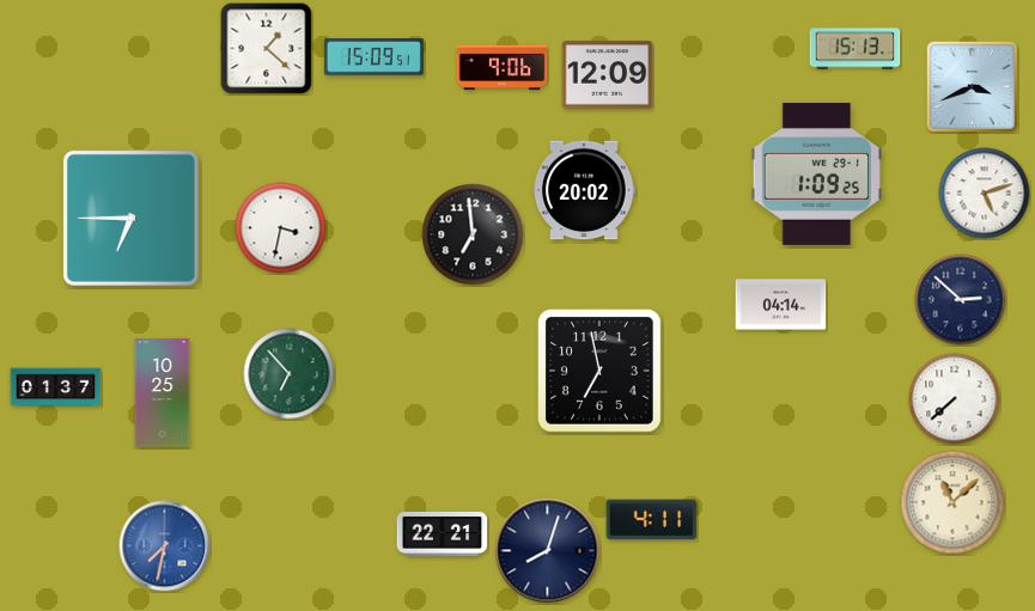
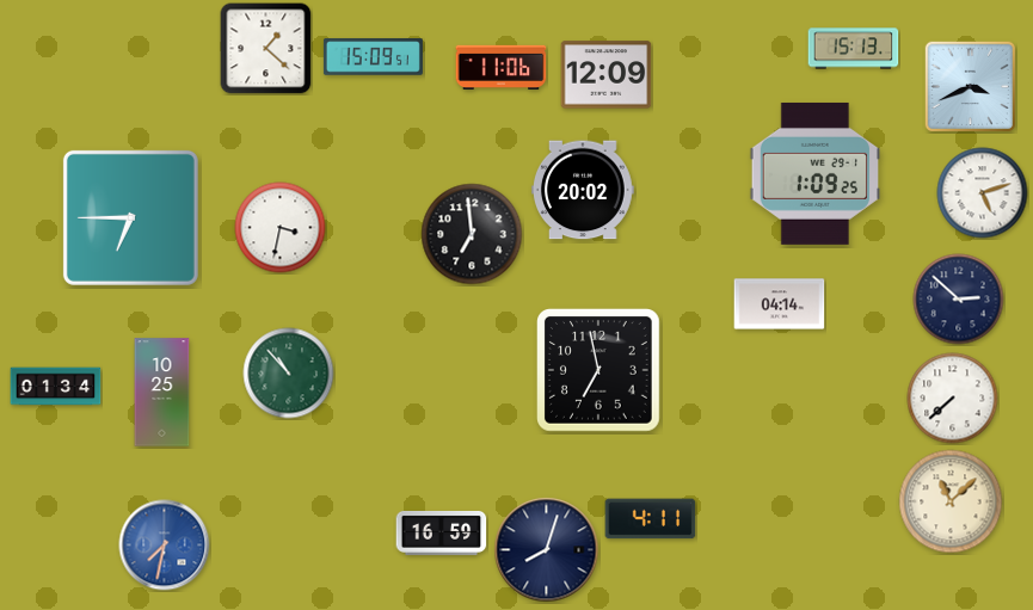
clock at (503, 67): 9:06 -> 11:06
clock at (290, 374): 6:53 -> 10:53
clock at (56, 387): 01:37 -> 01:34
clock at (443, 533): 22:21 -> 16:59
